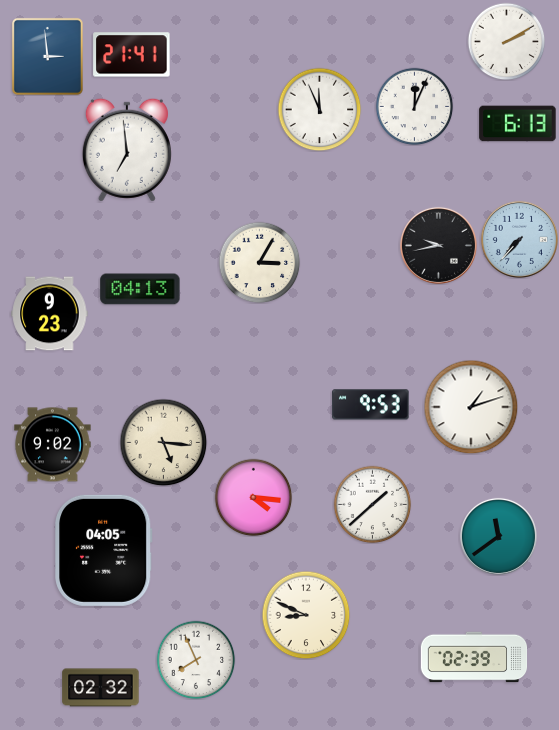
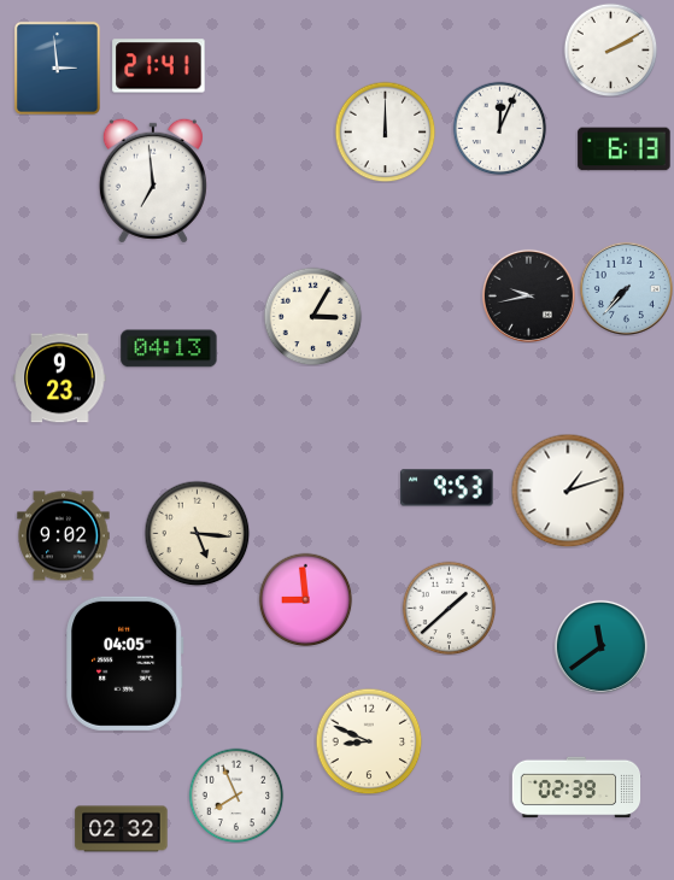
clock at (319, 109): 11:56 -> 12:00
clock at (253, 497): 4:16 -> 8:59
clock at (474, 657) position: (474, 657) -> (576, 787)
